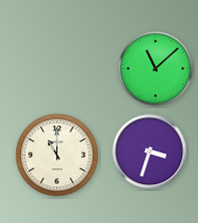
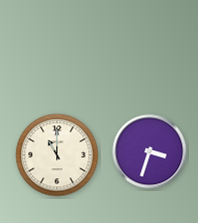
clock at (156, 69): 11:08 -> none
